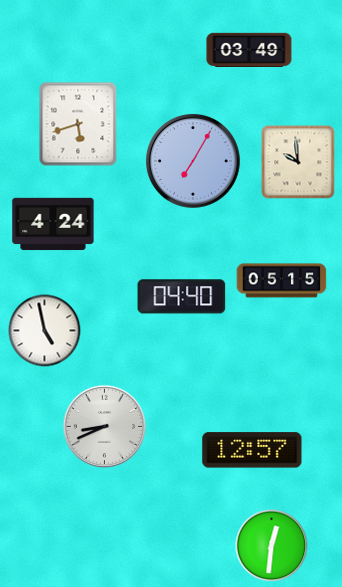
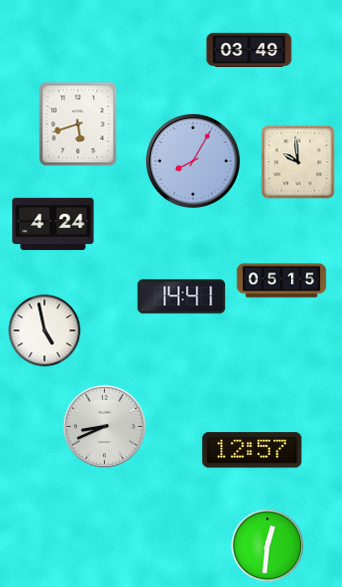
clock at (193, 161): 7:05 -> 8:05
clock at (182, 297): 04:40 -> 14:41
clock at (272, 546) position: (272, 546) -> (268, 546)
